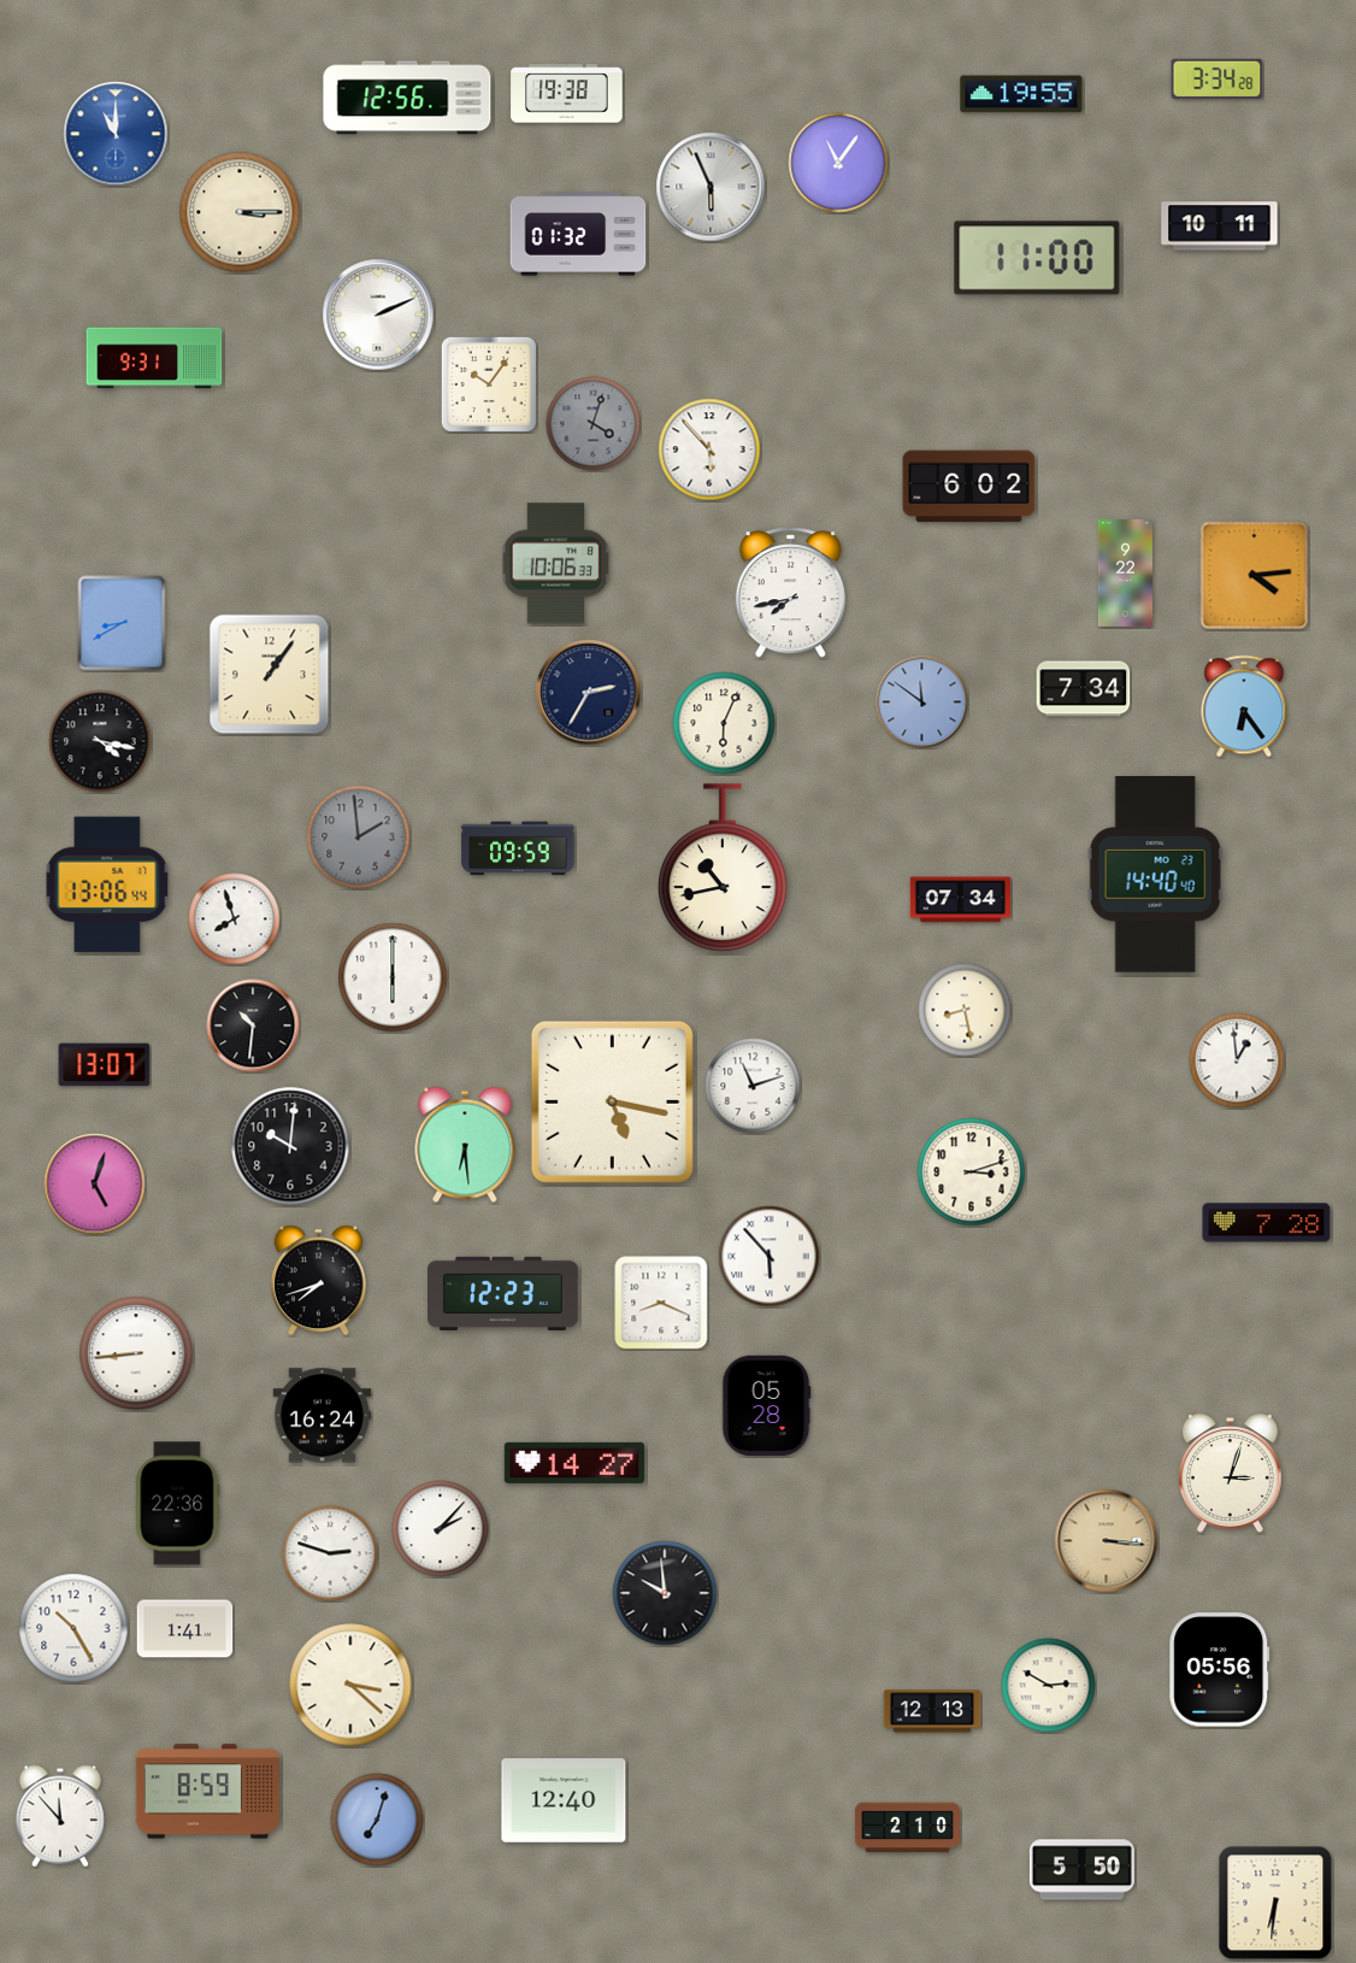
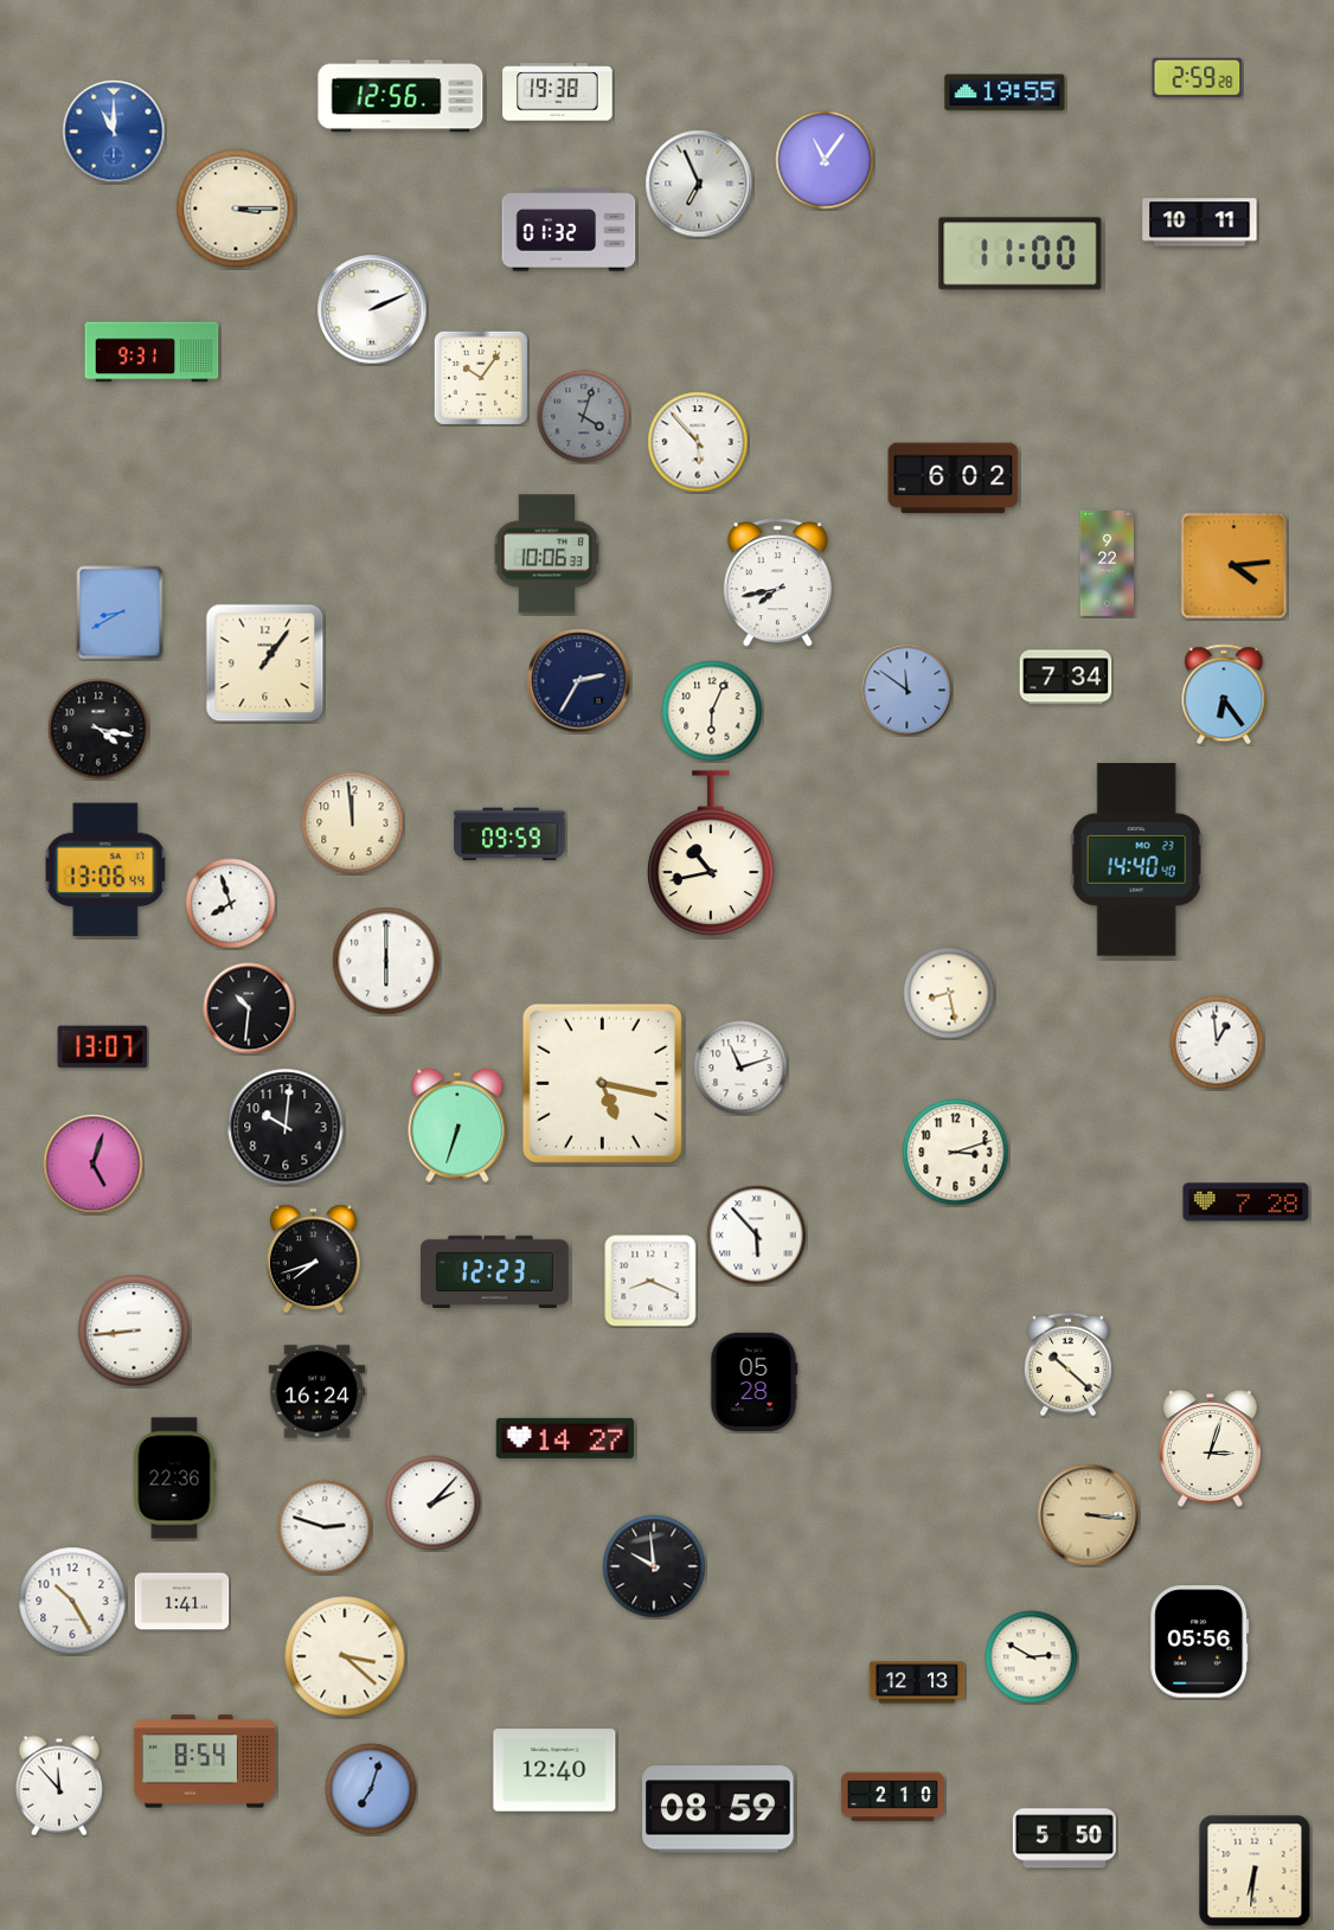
clock at (1218, 78): 3:34 -> 2:59
clock at (711, 187): 5:56 -> 6:56
clock at (359, 837): 1:59 -> 11:59
clock at (359, 837) dial: grey -> cream
clock at (961, 900): 07:34 -> none
clock at (465, 1145): 6:29 -> 6:33
clock at (1067, 1365): none -> 10:22
clock at (207, 1792): 8:59 -> 8:54
clock at (718, 1809): none -> 08:59
